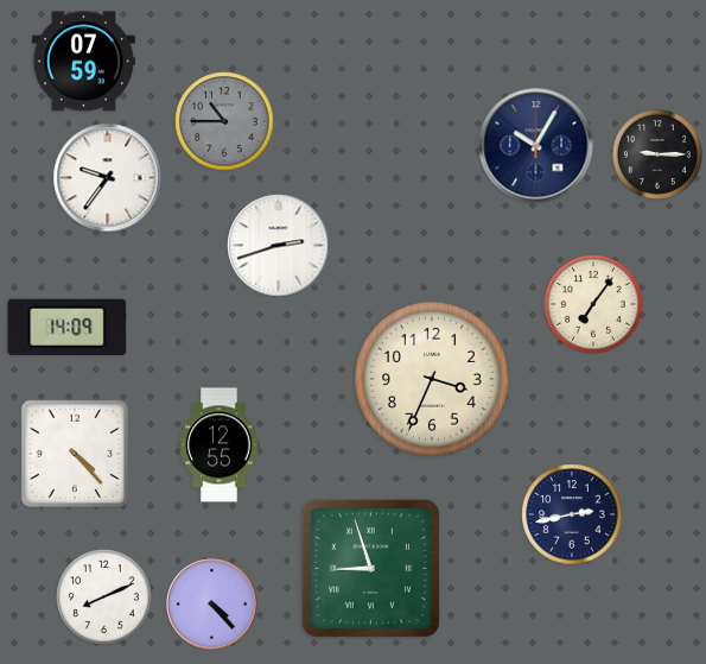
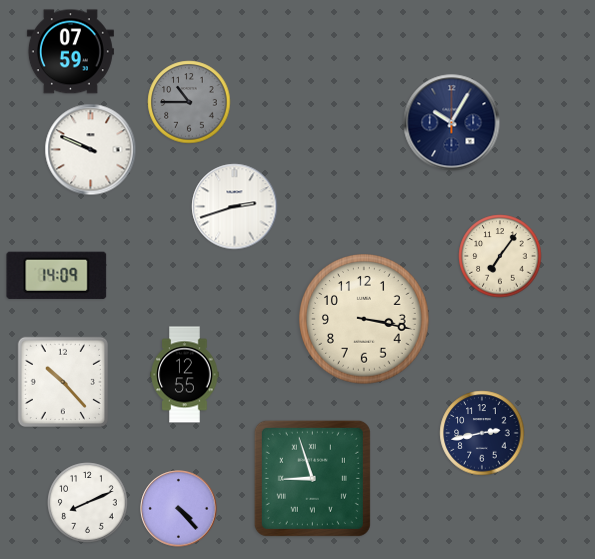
clock at (657, 154): 9:15 -> none
clock at (108, 178): 9:36 -> 9:49
clock at (432, 379): 3:34 -> 3:17
clock at (75, 454): 4:23 -> 10:23
